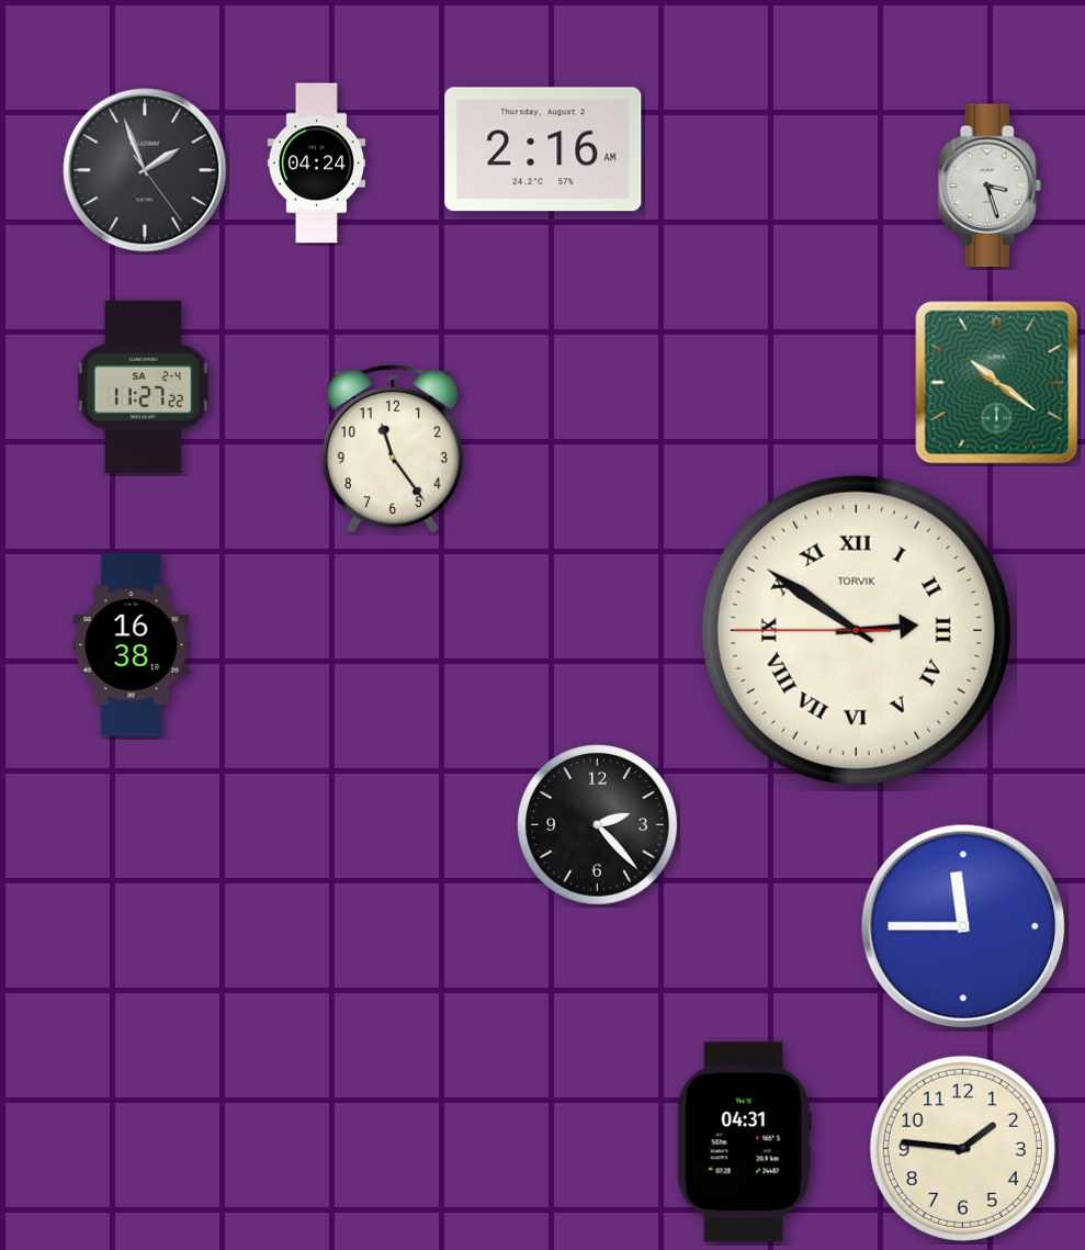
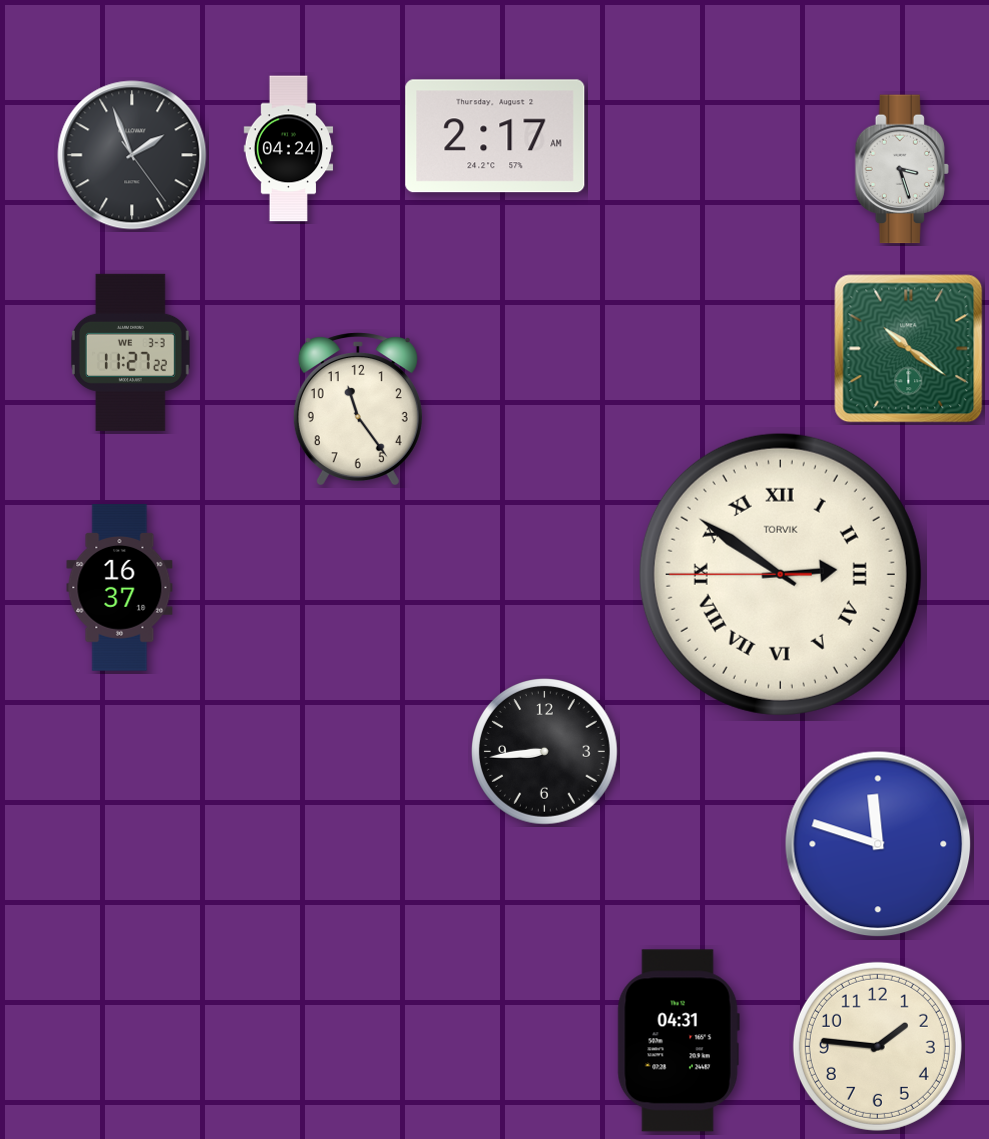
clock at (543, 149): 2:16 -> 2:17
clock at (143, 386) date: SA 2-4 -> WE 3-3
clock at (132, 645): 16:38 -> 16:37
clock at (598, 825): 2:23 -> 8:44
clock at (963, 926): 11:45 -> 11:48
